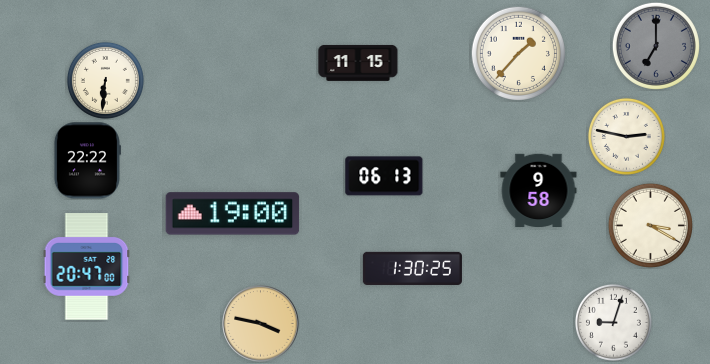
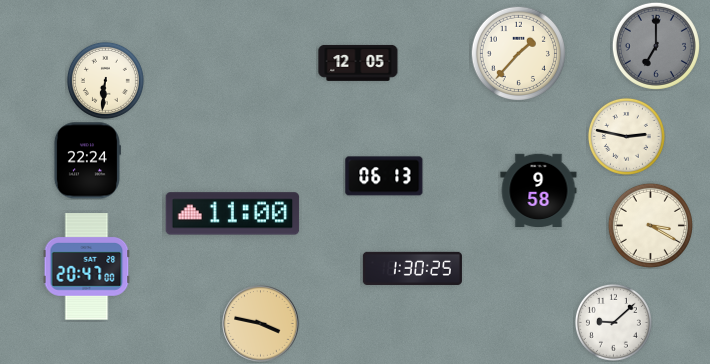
clock at (358, 63): 11:15 -> 12:05
clock at (87, 161): 22:22 -> 22:24
clock at (233, 214): 19:00 -> 11:00
clock at (613, 322): 9:03 -> 9:08
